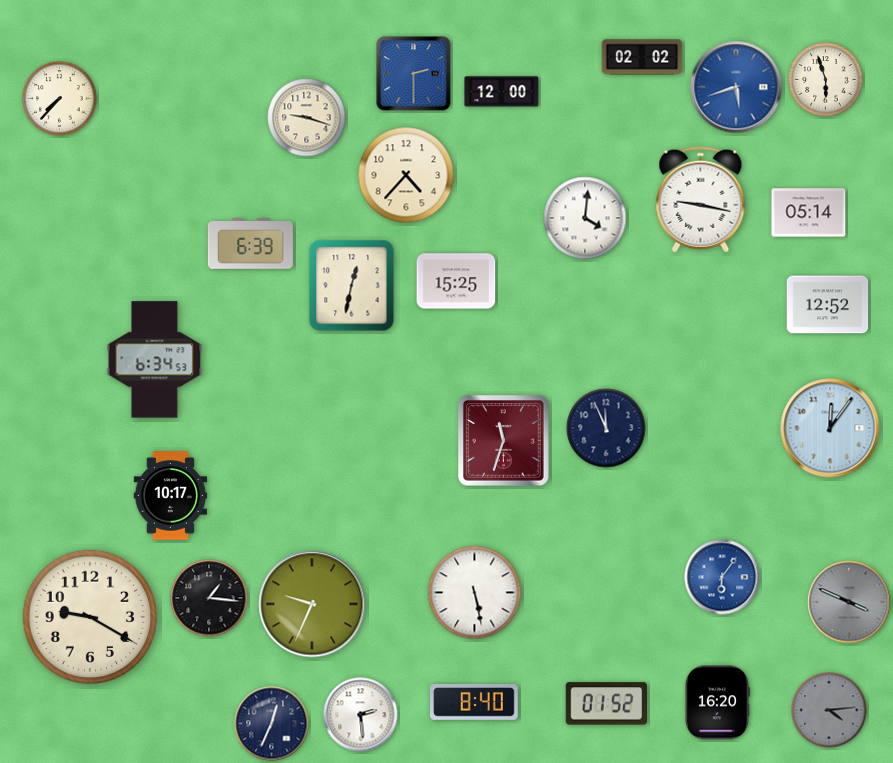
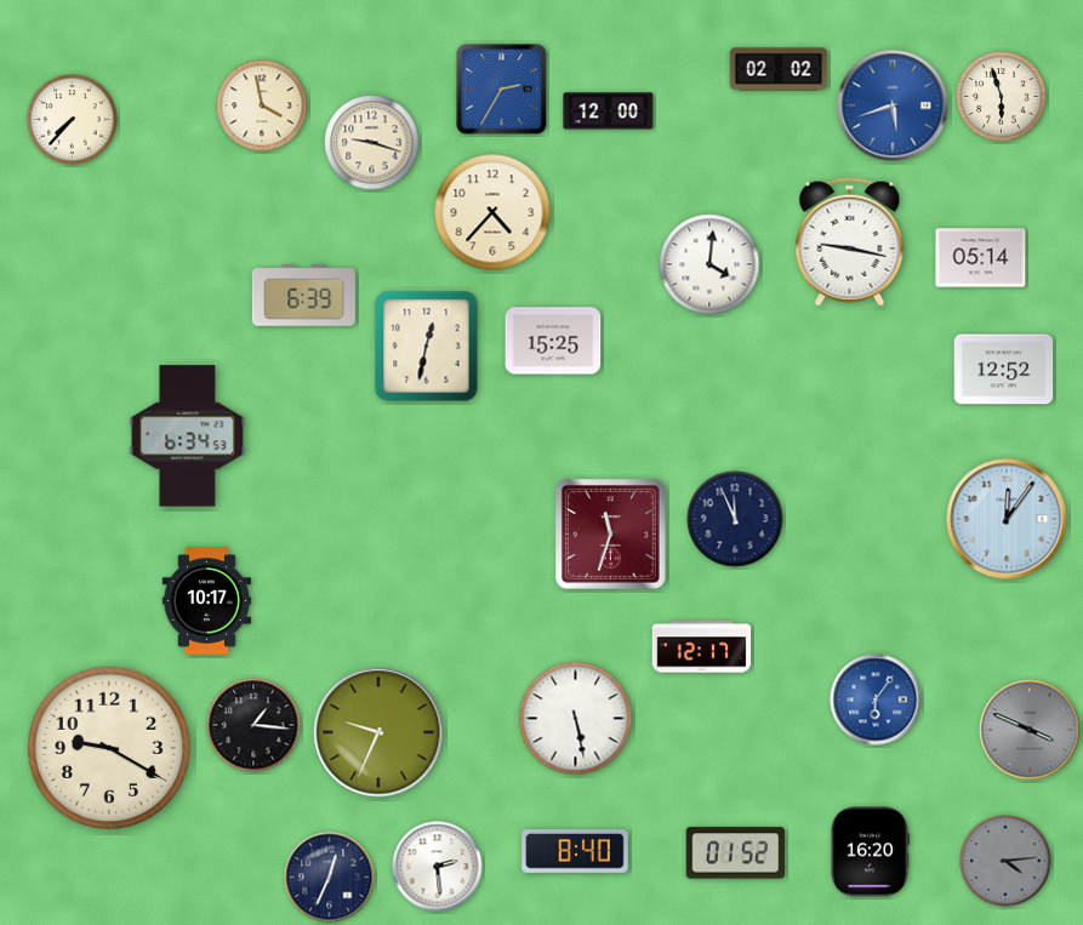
clock at (414, 74): 2:30 -> 2:35
clock at (262, 105): none -> 3:58
clock at (702, 647): none -> 12:17
